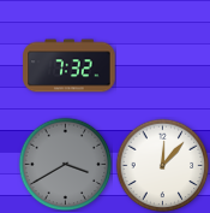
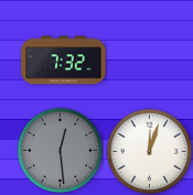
clock at (65, 164): 3:40 -> 12:29
clock at (162, 165): 12:07 -> 12:03
